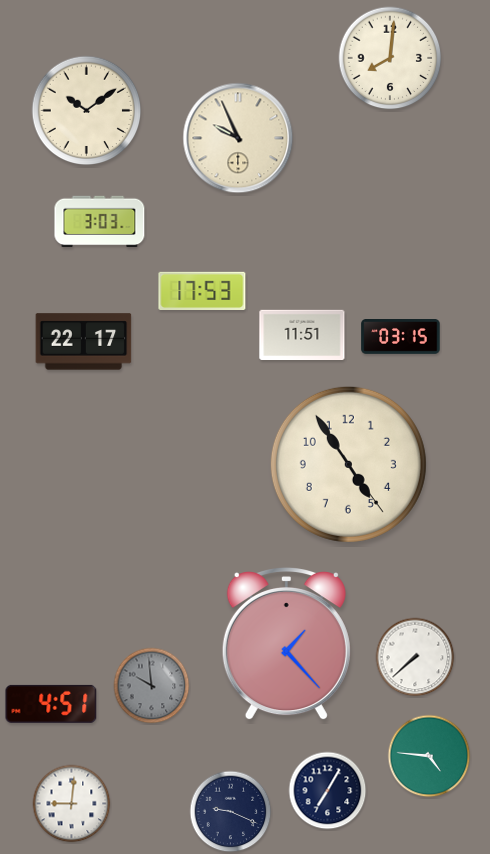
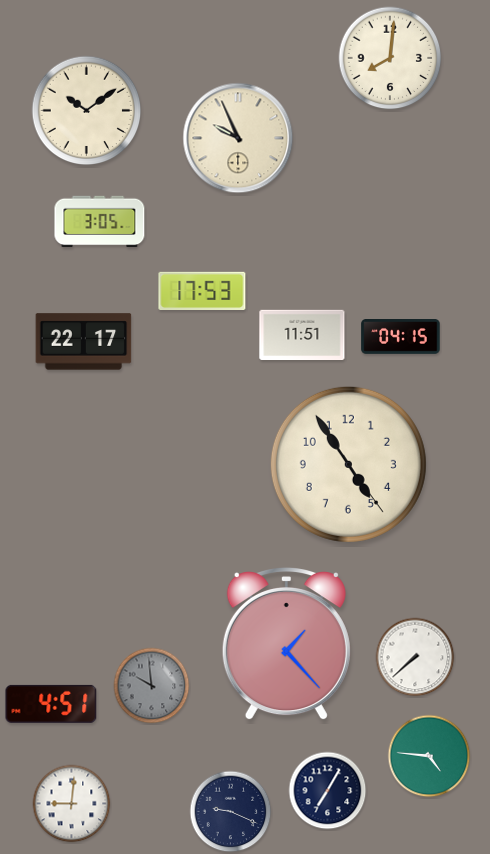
clock at (100, 222): 3:03 -> 3:05
clock at (401, 337): 03:15 -> 04:15
